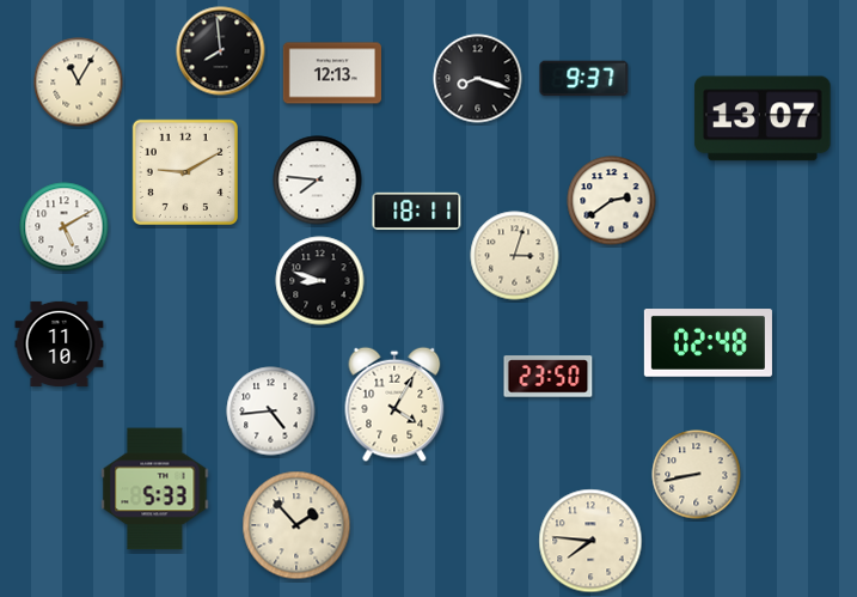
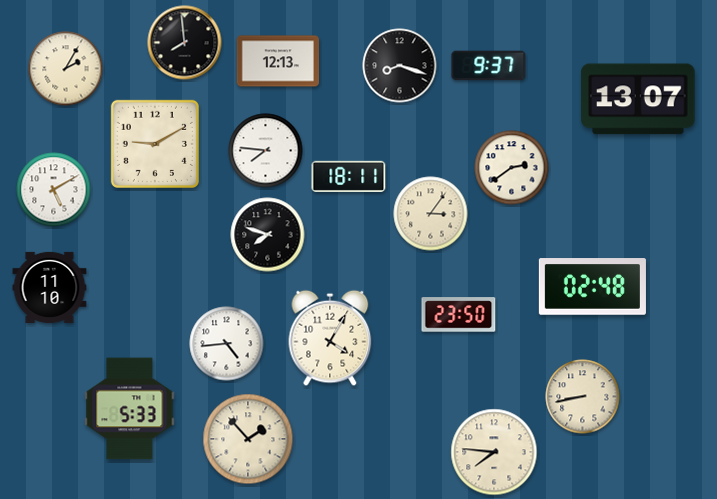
clock at (79, 83): 11:05 -> 2:05
clock at (515, 256): 3:03 -> 3:06
clock at (320, 281): 8:48 -> 7:48
